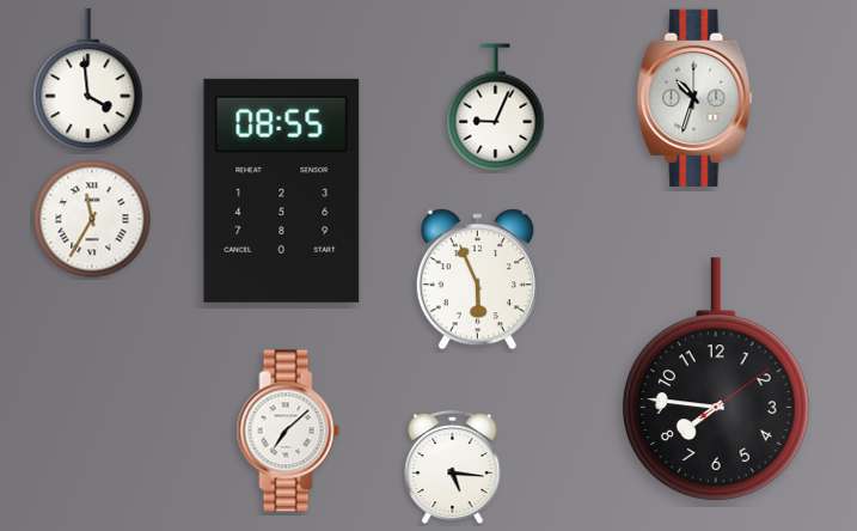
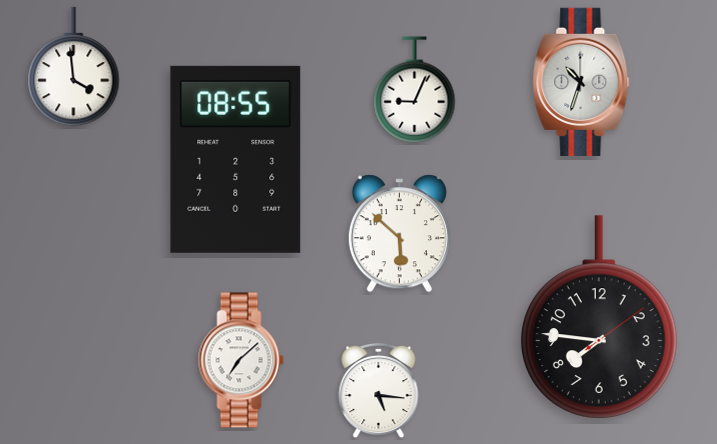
clock at (92, 219): 11:35 -> none
clock at (477, 280): 5:56 -> 5:52
